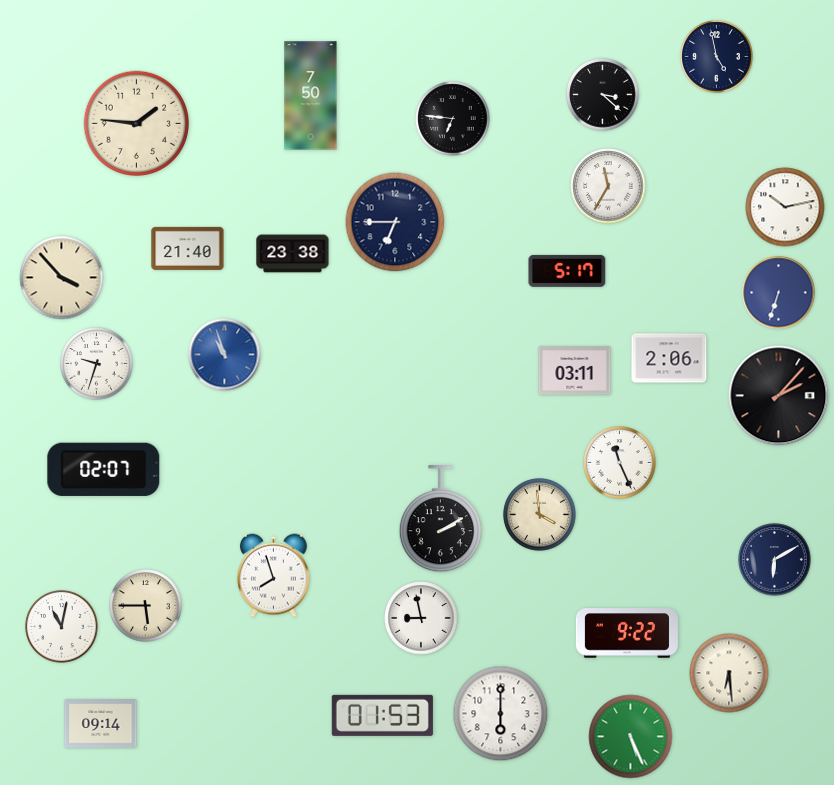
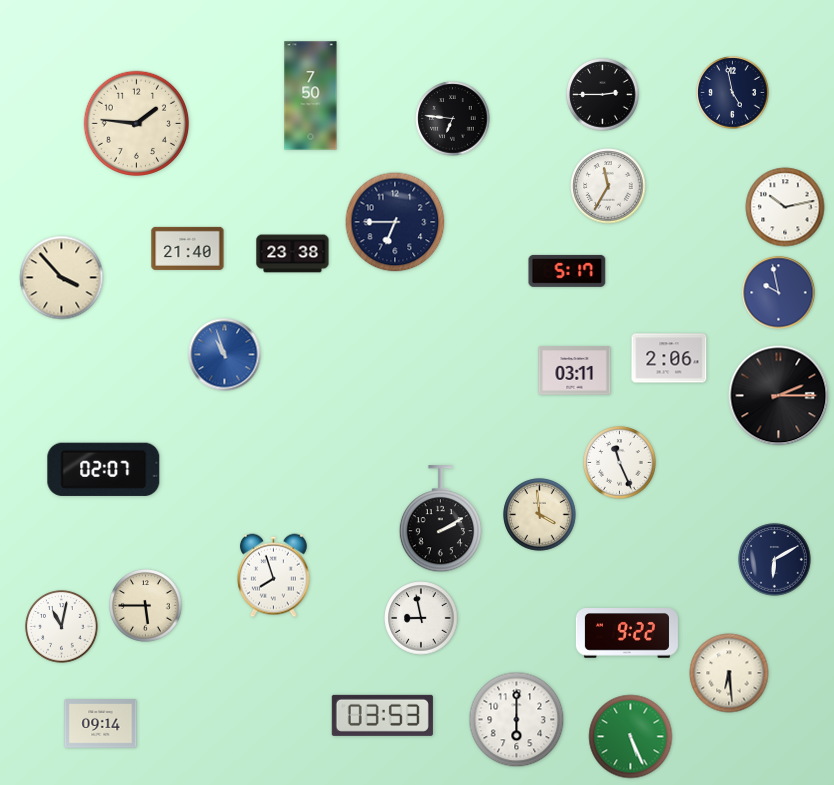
clock at (717, 57) position: (717, 57) -> (733, 93)
clock at (603, 95): 3:22 -> 2:45
clock at (779, 293): 6:33 -> 9:58
clock at (97, 364): 9:33 -> none
clock at (779, 396): 2:07 -> 2:15
clock at (501, 714) position: (501, 714) -> (517, 720)
clock at (382, 715): 01:53 -> 03:53
